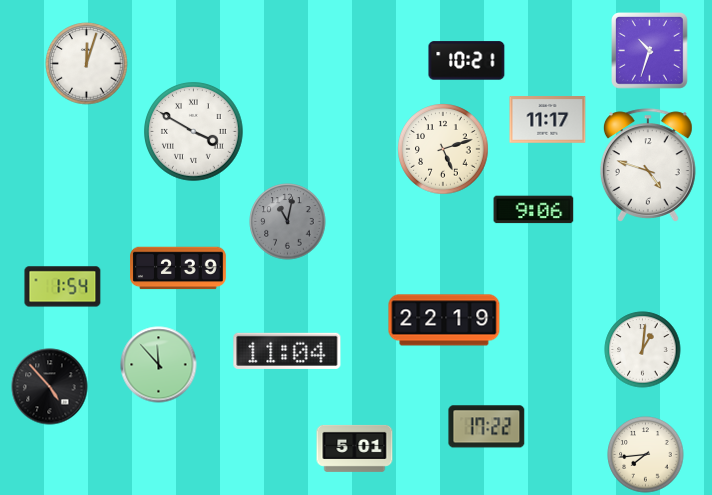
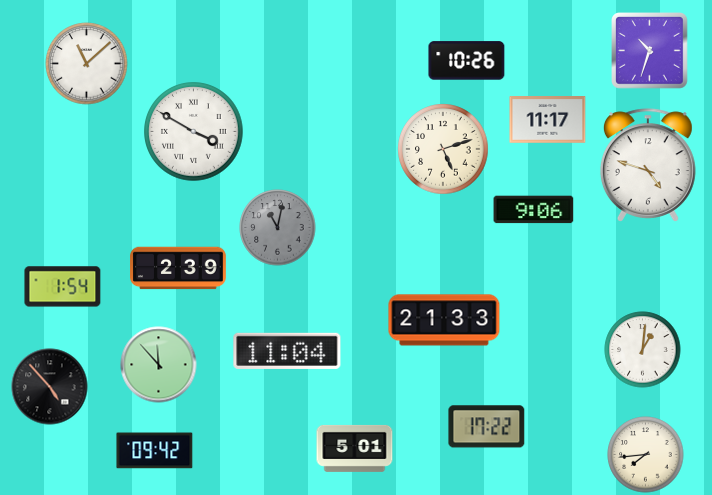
clock at (467, 61): 10:21 -> 10:26
clock at (87, 64): 12:03 -> 11:08
clock at (288, 222) position: (288, 222) -> (278, 228)
clock at (444, 320): 22:19 -> 21:33
clock at (155, 451): none -> 09:42
